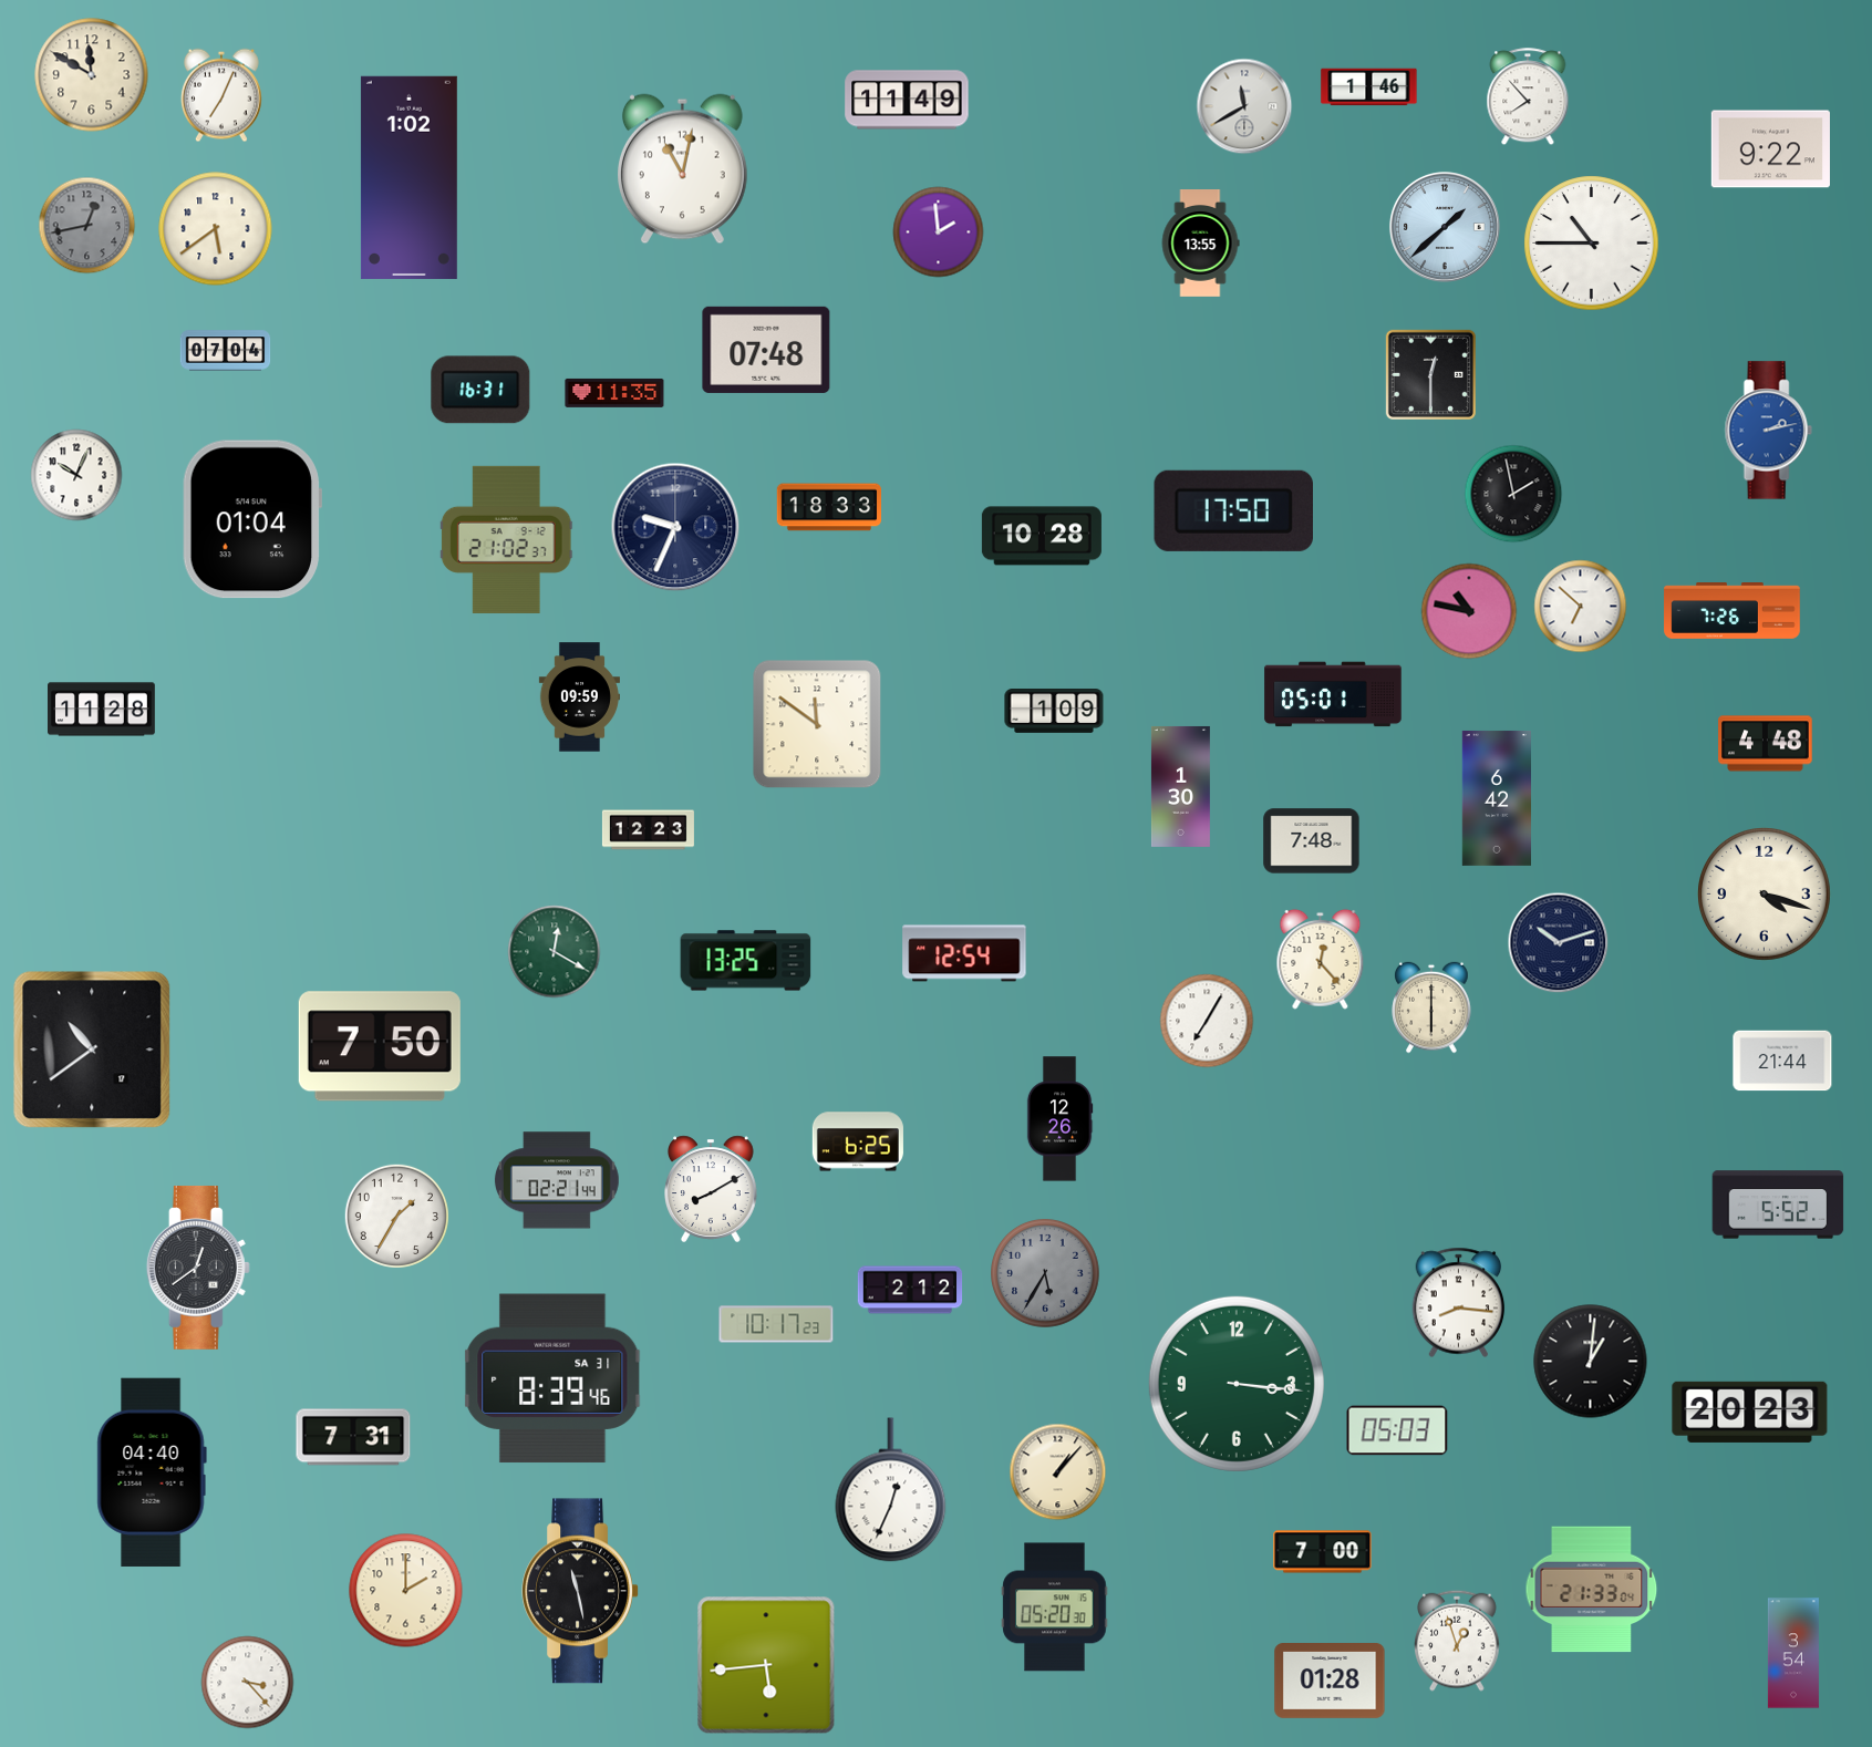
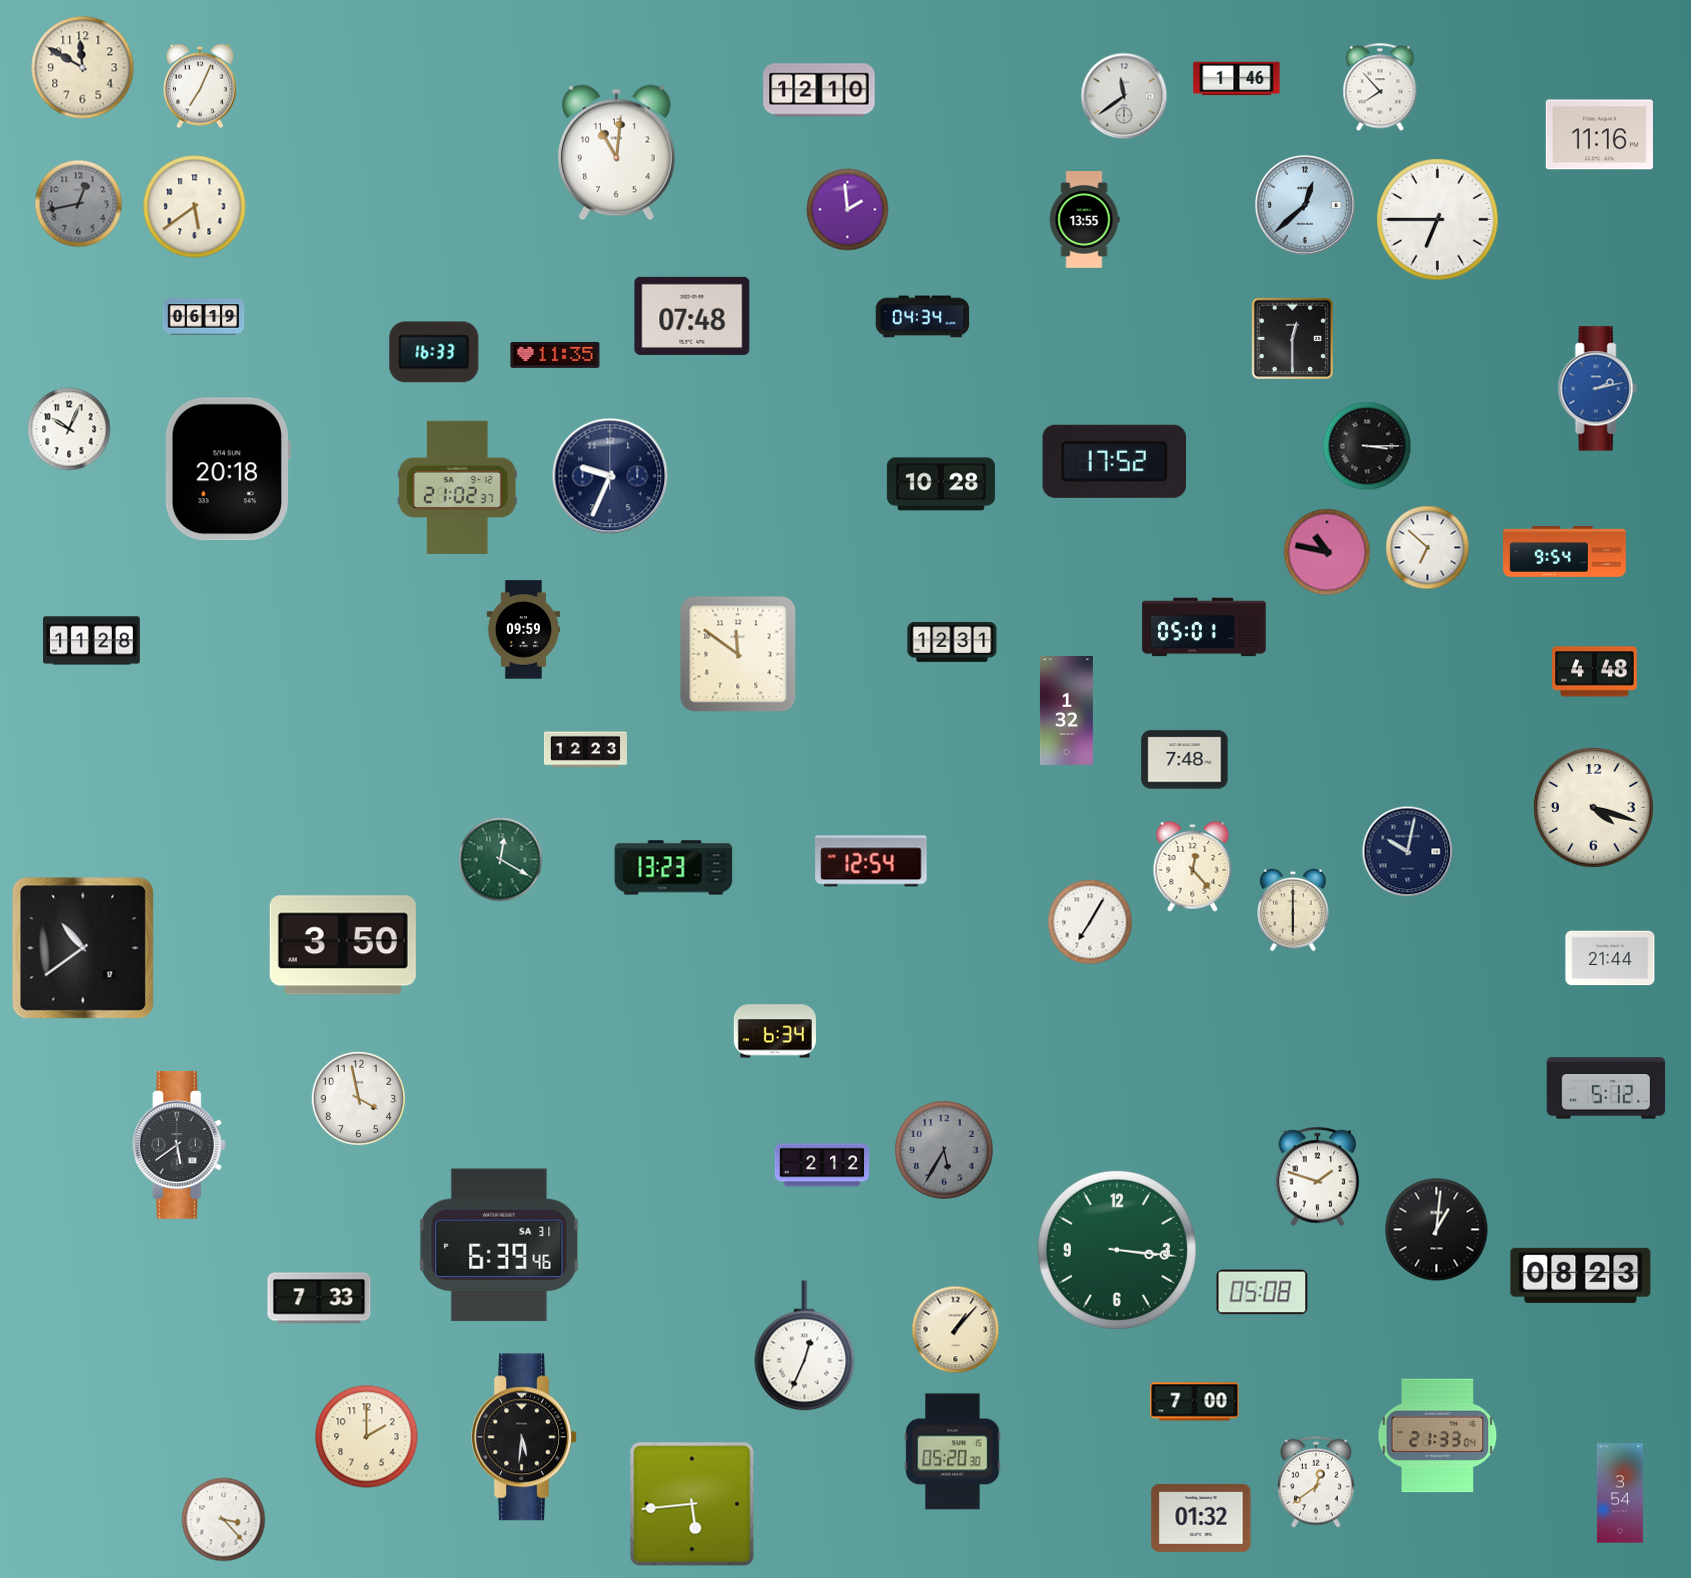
clock at (907, 100): 11:49 -> 12:10
clock at (1244, 106): 11:40 -> 11:39
clock at (1770, 149): 9:22 -> 11:16
clock at (682, 169): 11:02 -> 11:01
clock at (408, 177): 1:02 -> none
clock at (1445, 227): 1:38 -> 12:38
clock at (1592, 244): 10:45 -> 6:45
clock at (226, 351): 07:04 -> 06:19
clock at (923, 317): none -> 04:34
clock at (480, 390): 16:31 -> 16:33
clock at (1513, 494): 1:58 -> 3:15
clock at (828, 507): 18:33 -> none
clock at (1233, 510): 17:50 -> 17:52
clock at (251, 519): 01:04 -> 20:18
clock at (1733, 611): 7:26 -> 9:54
clock at (1054, 711): 1:09 -> 12:31
clock at (1180, 786): 1:30 -> 1:32
clock at (1496, 798): 6:42 -> none
clock at (1559, 943): 10:12 -> 10:02
clock at (746, 961): 13:25 -> 13:23
clock at (380, 1046): 7:50 -> 3:50
clock at (1059, 1119): 12:26 -> none
clock at (858, 1141): 6:25 -> 6:34
clock at (557, 1180): 02:21 -> none
clock at (712, 1189): 8:10 -> none
clock at (1778, 1205): 5:52 -> 5:12
clock at (396, 1216): 1:35 -> 3:58
clock at (198, 1268): 12:39 -> 5:39
clock at (1459, 1303): 8:16 -> 1:48
clock at (776, 1324): 10:17 -> none
clock at (552, 1378): 8:39 -> 6:39
clock at (1750, 1412): 20:23 -> 08:23
clock at (1397, 1430): 05:03 -> 05:08
clock at (353, 1437): 7:31 -> 7:33
clock at (152, 1472): 04:40 -> none
clock at (580, 1591): 11:28 -> 5:31
clock at (1457, 1641): 12:57 -> 12:39
clock at (1330, 1682): 01:28 -> 01:32
